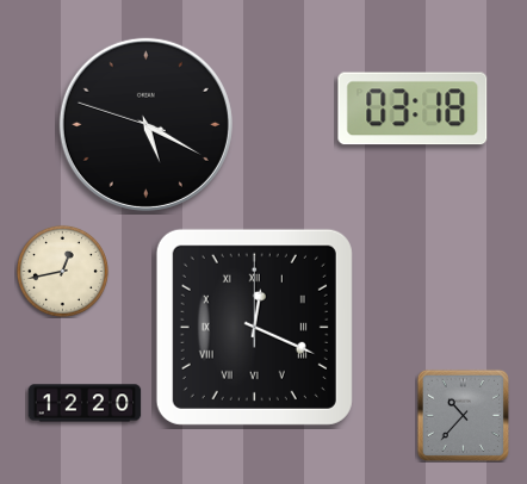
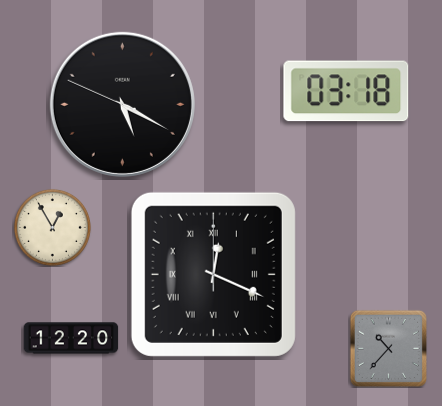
clock at (145, 124): 5:19:48 -> 5:19:49
clock at (62, 271): 12:43 -> 12:55
